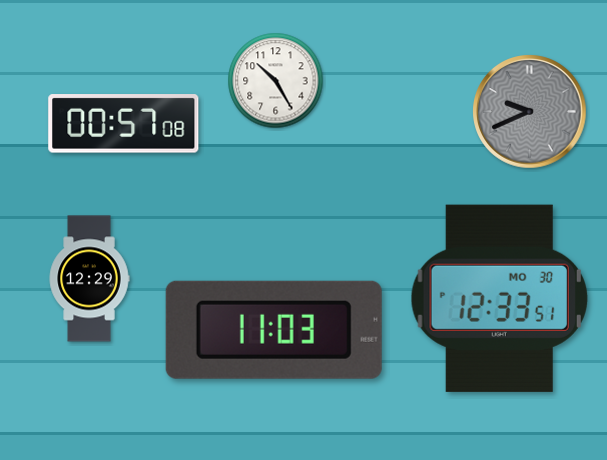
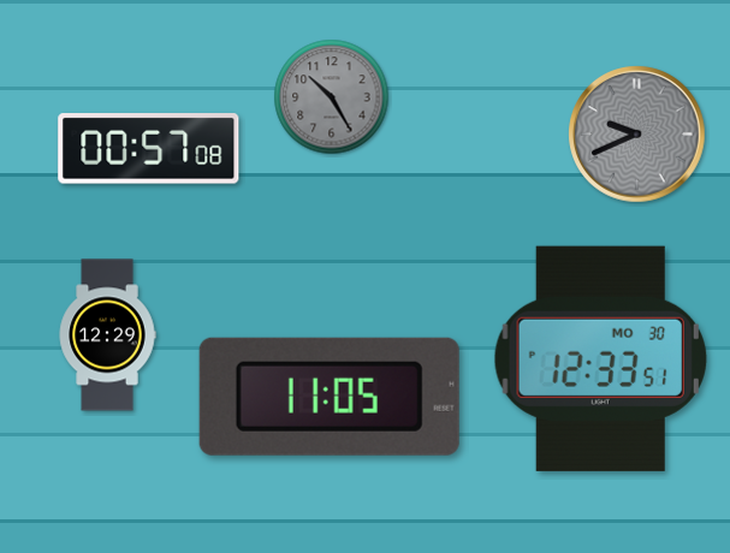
clock at (276, 81) dial: white -> grey
clock at (274, 330): 11:03 -> 11:05
